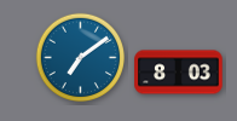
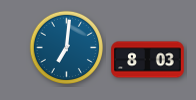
clock at (80, 57): 7:09 -> 7:01
